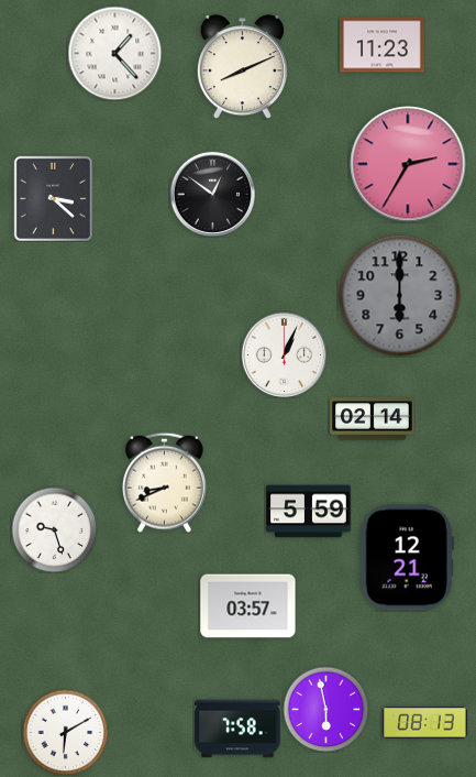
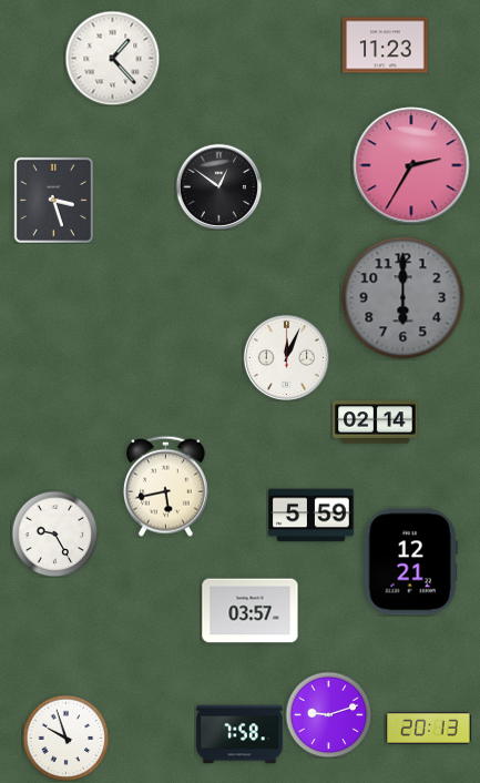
clock at (114, 53) position: (114, 53) -> (112, 58)
clock at (242, 67): 8:11 -> none
clock at (212, 194) position: (212, 194) -> (218, 186)
clock at (53, 198): 3:22 -> 3:27
clock at (284, 354): 1:04 -> 12:04
clock at (164, 482): 8:41 -> 5:43
clock at (54, 529): 9:27 -> 9:25
clock at (325, 709): 5:58 -> 9:12
clock at (425, 722): 08:13 -> 20:13
clock at (65, 732): 6:10 -> 9:57
